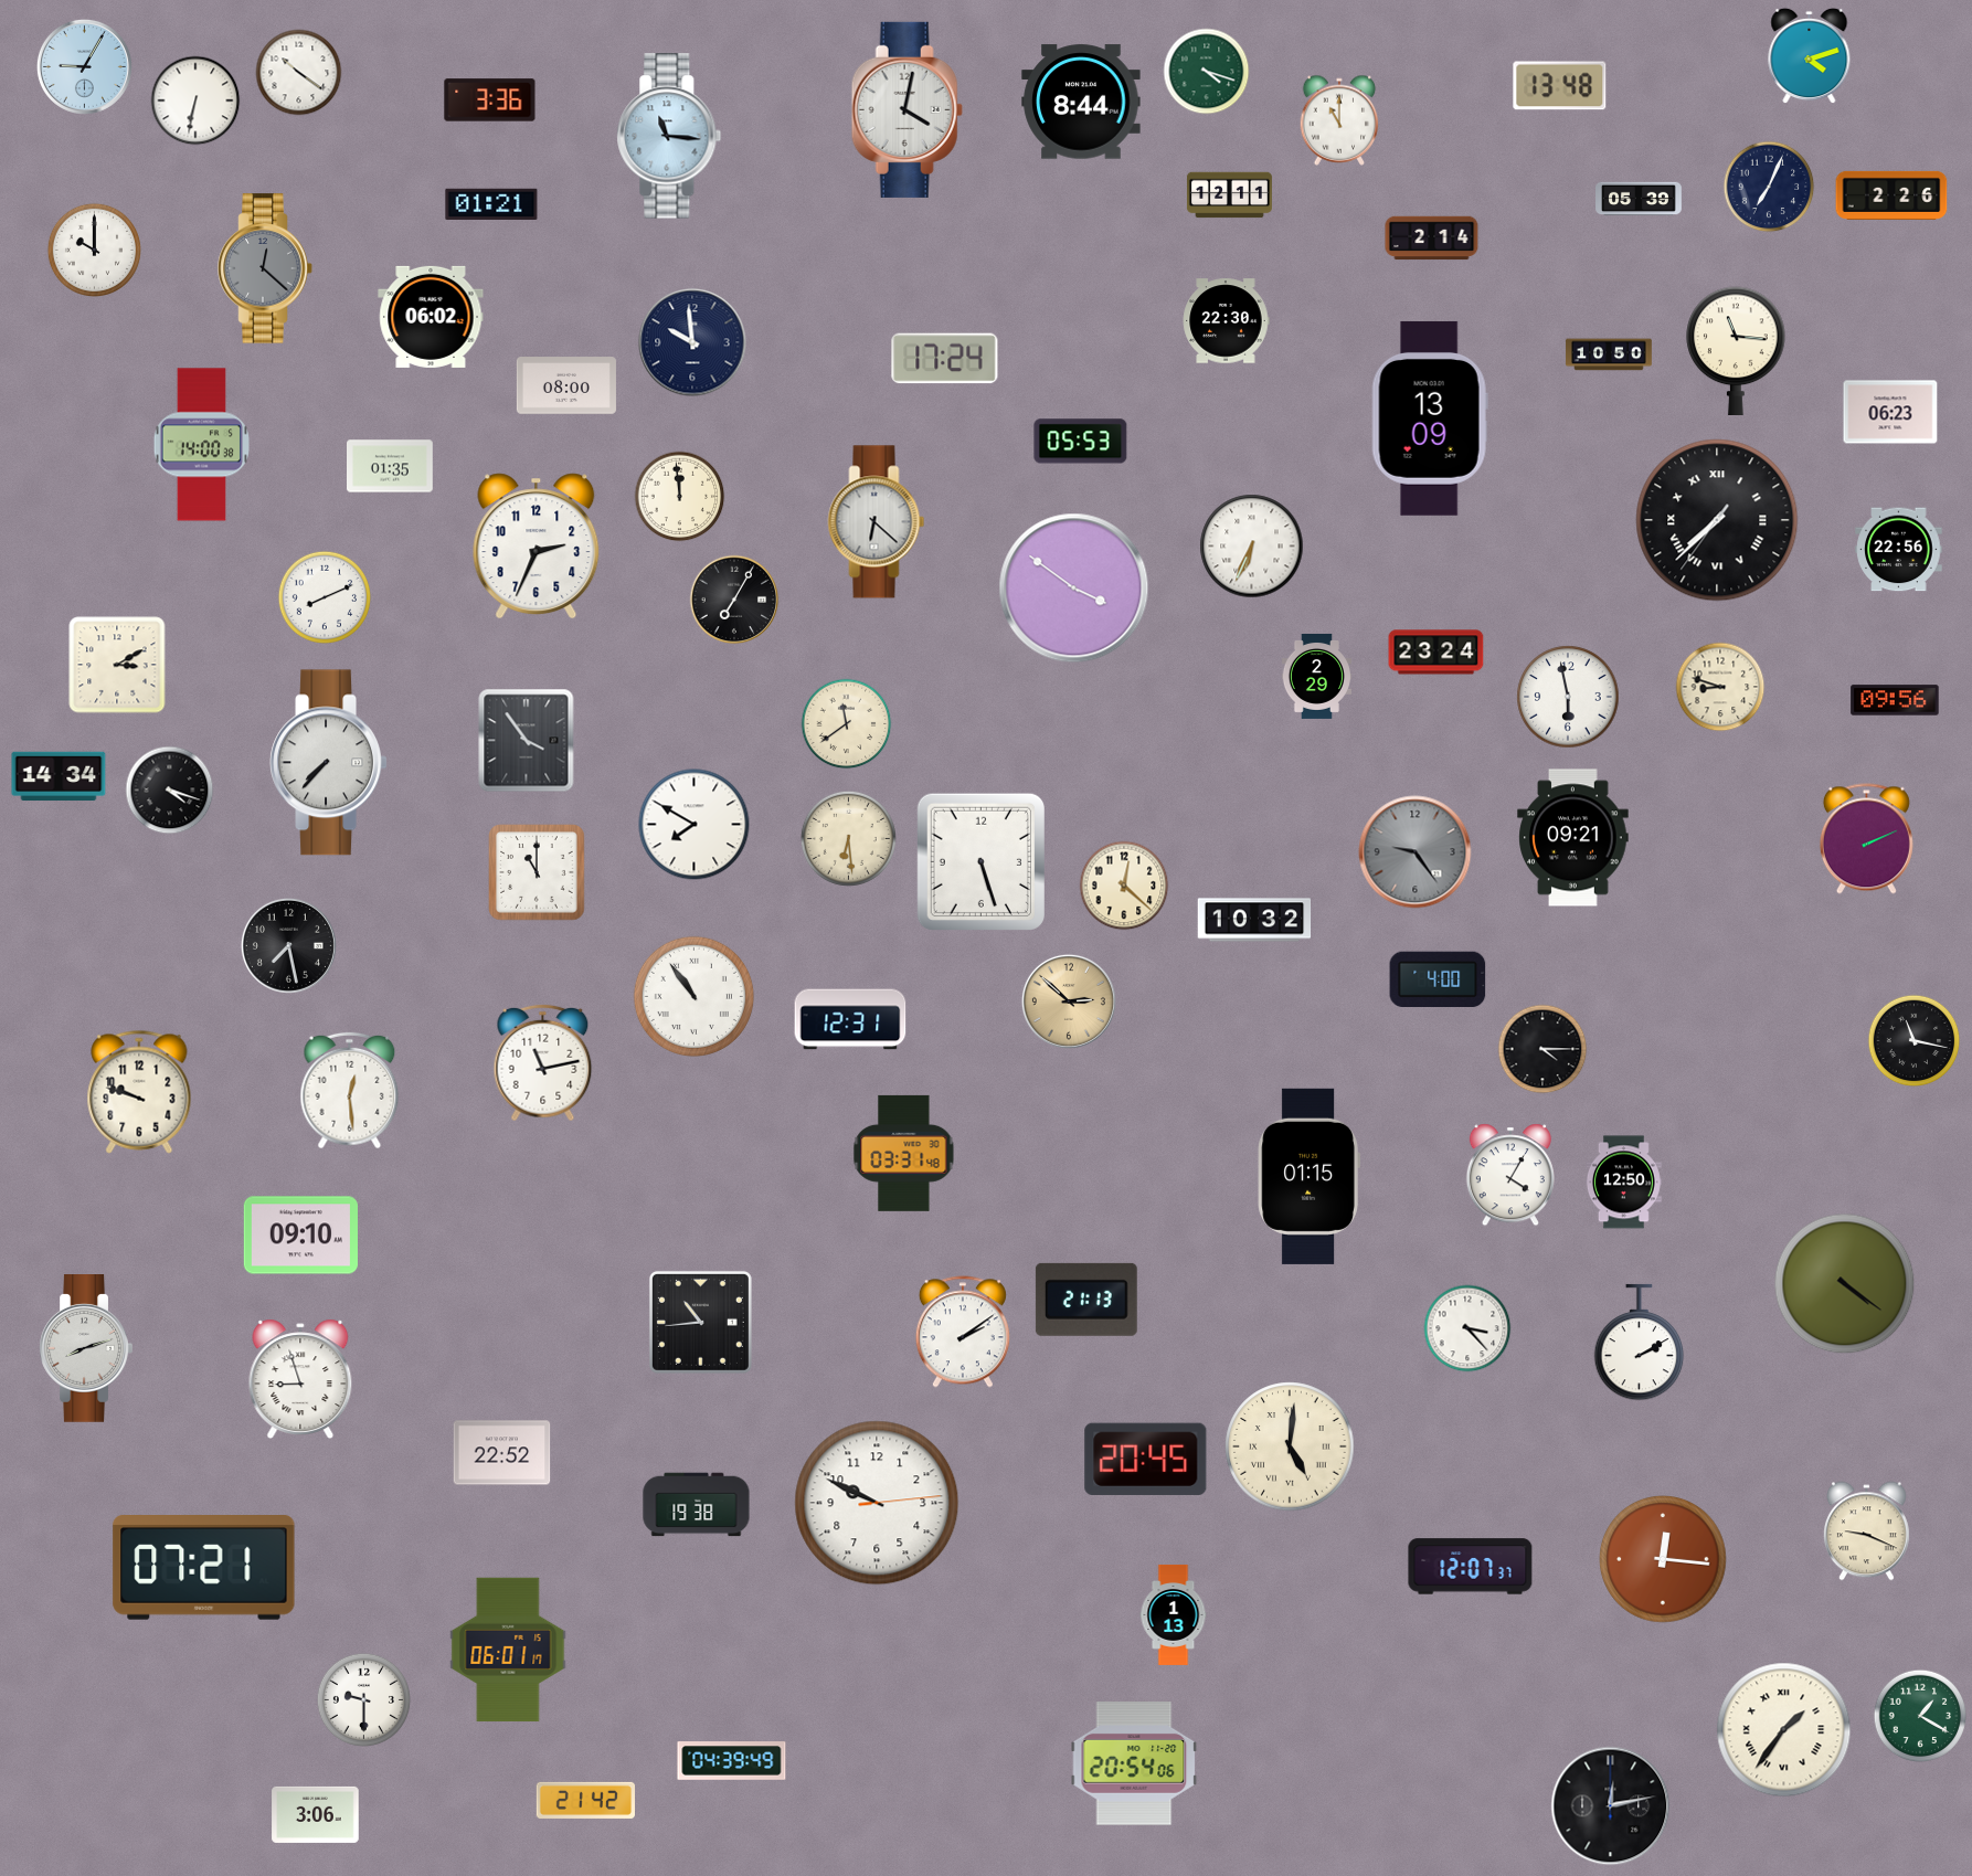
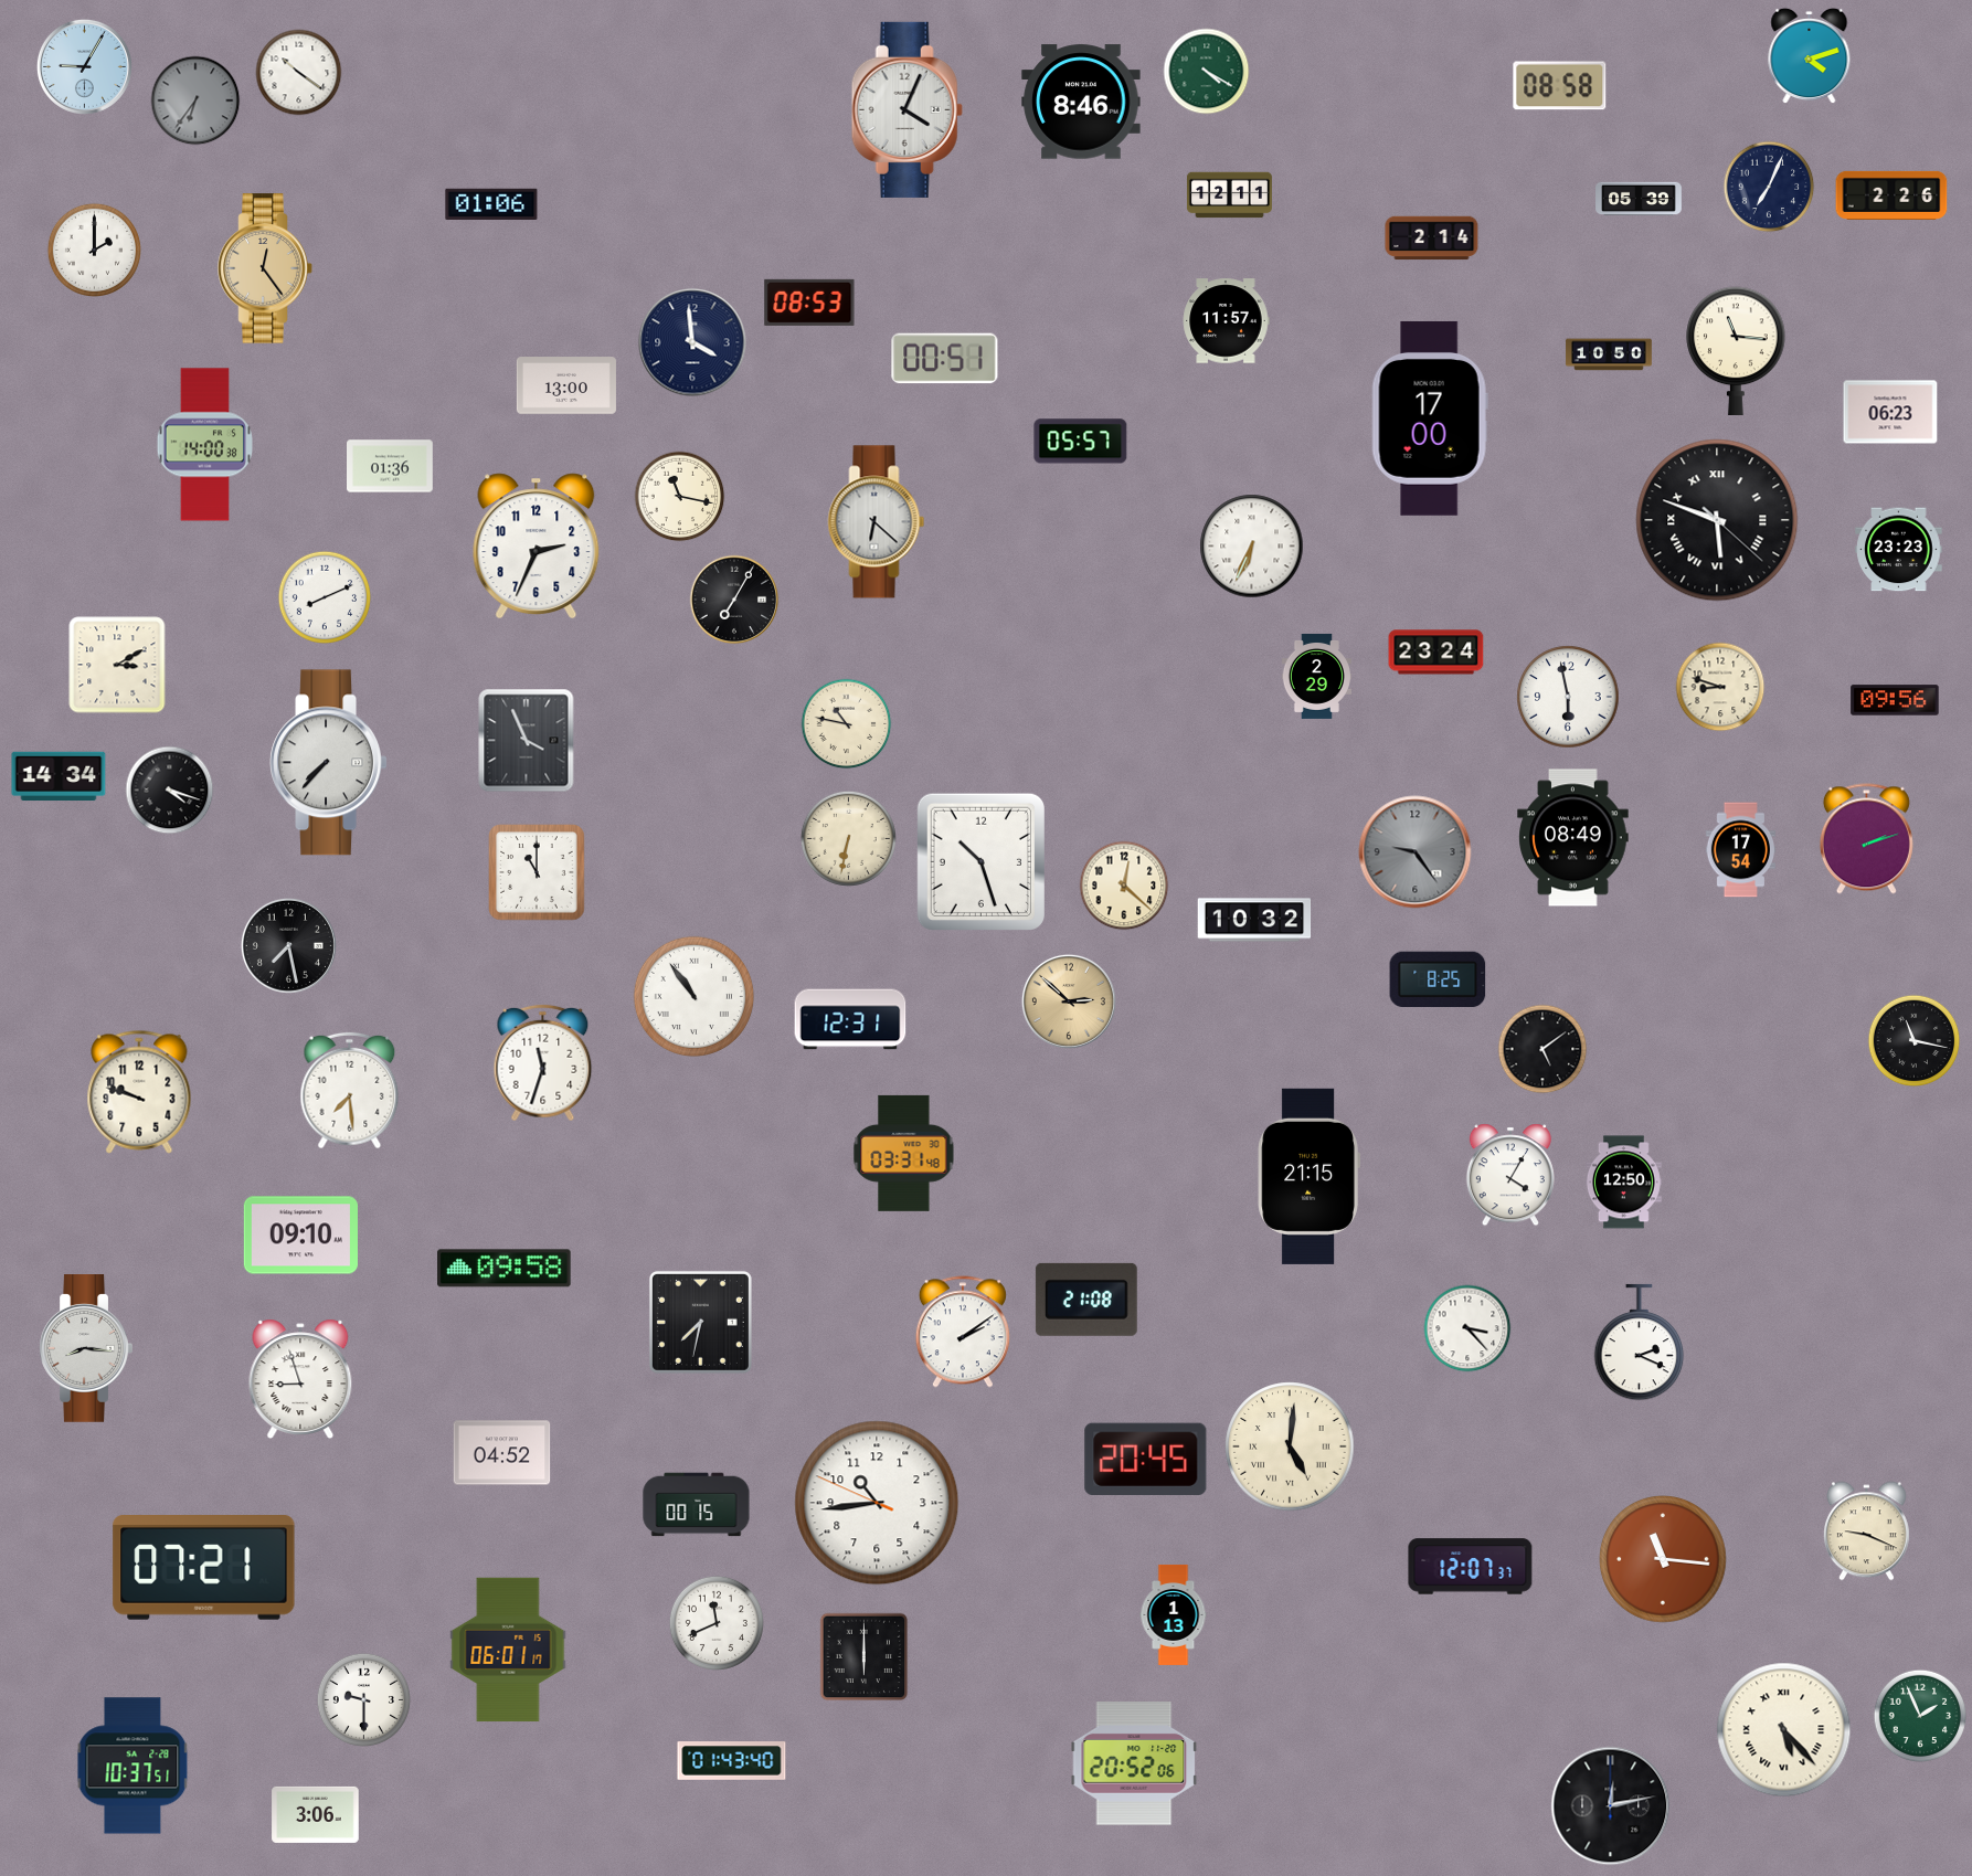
clock at (1207, 72): 4:18 -> 4:20
clock at (1560, 86): 13:48 -> 08:58
clock at (195, 100): 6:32 -> 6:36
clock at (195, 100) dial: white -> grey
clock at (490, 100): 3:36 -> none
clock at (1081, 102): 8:44 -> 8:46
clock at (907, 109): 4:02 -> 4:04
clock at (1339, 120): 11:00 -> none
clock at (669, 136): 11:16 -> none
clock at (491, 203): 01:21 -> 01:06
clock at (94, 250): 10:00 -> 2:00
clock at (265, 268): 12:22 -> 12:24
clock at (265, 268) dial: grey -> champagne
clock at (809, 303): none -> 08:53
clock at (431, 317): 06:02 -> none
clock at (1226, 321): 22:30 -> 11:57
clock at (692, 342): 9:59 -> 3:59
clock at (945, 359): 17:24 -> 00:51
clock at (566, 385): 08:00 -> 13:00
clock at (1430, 418): 13:09 -> 17:00
clock at (1081, 442): 05:53 -> 05:57
clock at (201, 445) position: (201, 445) -> (204, 445)
clock at (391, 466): 01:35 -> 01:36
clock at (680, 497): 11:59 -> 11:17
clock at (1717, 520): 7:37 -> 5:48
clock at (1899, 550): 22:56 -> 23:23
clock at (1074, 589): 3:51 -> none
clock at (847, 724): 11:39 -> 10:47
clock at (527, 741): 3:54 -> 3:56
clock at (695, 825): 7:50 -> none
clock at (848, 838): 6:29 -> 6:32
clock at (1573, 838): 09:21 -> 08:49
clock at (1866, 839): 2:11 -> 2:12
clock at (1740, 850): none -> 17:54
clock at (980, 861): 5:27 -> 10:27
clock at (1438, 978): 4:00 -> 8:25
clock at (1542, 1049): 4:15 -> 5:09
clock at (543, 1063): 11:13 -> 11:33
clock at (350, 1091): 12:29 -> 7:29
clock at (1308, 1176): 01:15 -> 21:15
clock at (505, 1269): none -> 09:58
clock at (1845, 1284): 4:21 -> none
clock at (1086, 1300): 21:13 -> 21:08
clock at (700, 1322): 10:44 -> 7:32
clock at (1640, 1343): 2:10 -> 2:19
clock at (86, 1349): 8:12 -> 8:16
clock at (502, 1453): 22:52 -> 04:52
clock at (877, 1503): 9:49 -> 10:43
clock at (697, 1505): 19:38 -> 00:15
clock at (1663, 1559): 12:16 -> 11:16
clock at (717, 1623): none -> 11:41
clock at (865, 1657): none -> 6:00
clock at (1920, 1716): 1:20 -> 1:56
clock at (1784, 1730): 1:36 -> 5:23
clock at (732, 1761): 04:39 -> 01:43
clock at (1134, 1763): 20:54 -> 20:52
clock at (132, 1766): none -> 10:37
clock at (585, 1800): 21:42 -> none
